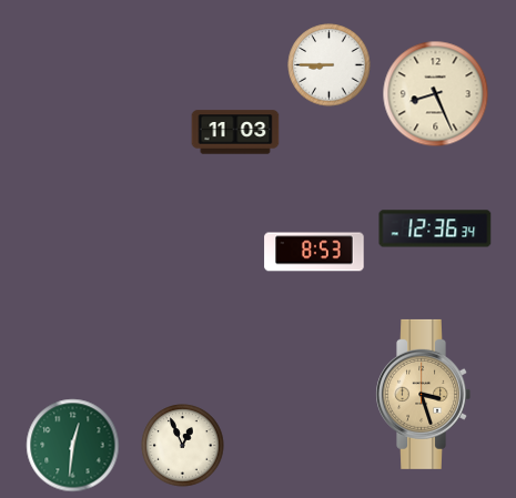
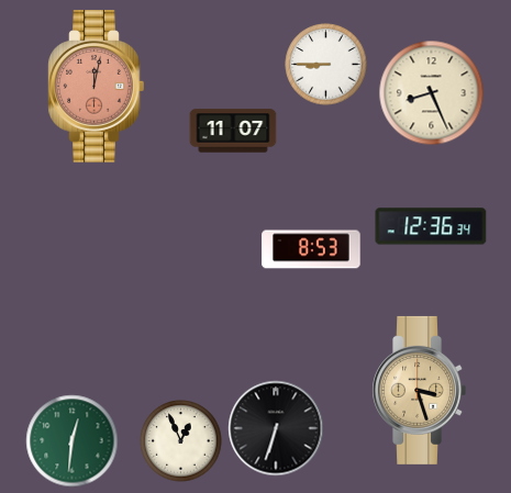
clock at (97, 87): none -> 12:02
clock at (235, 132): 11:03 -> 11:07
clock at (276, 428): none -> 6:33
